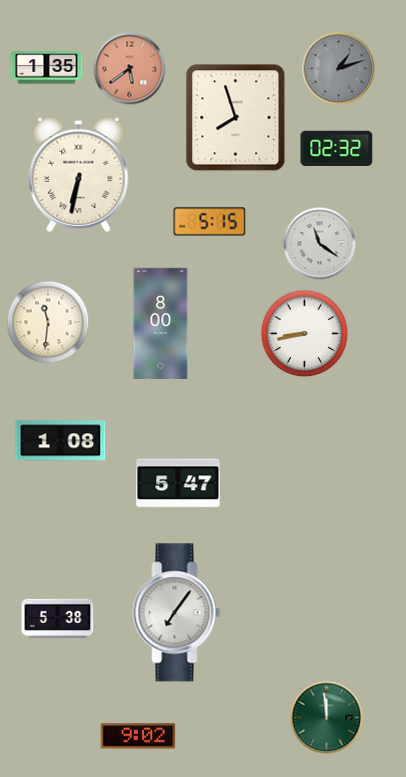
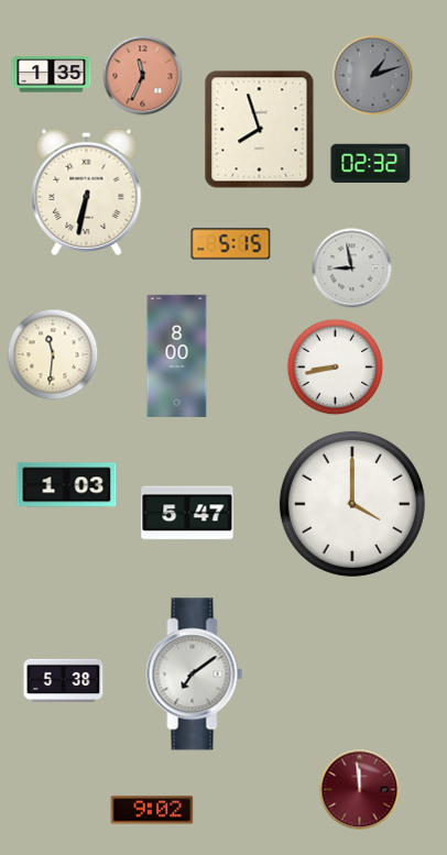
clock at (130, 69): 5:39 -> 11:34
clock at (320, 244): 11:21 -> 8:58
clock at (61, 441): 1:08 -> 1:03
clock at (352, 504): none -> 4:00
clock at (178, 483) position: (178, 483) -> (187, 513)
clock at (177, 613): 7:06 -> 7:09
clock at (327, 718) dial: green -> burgundy
